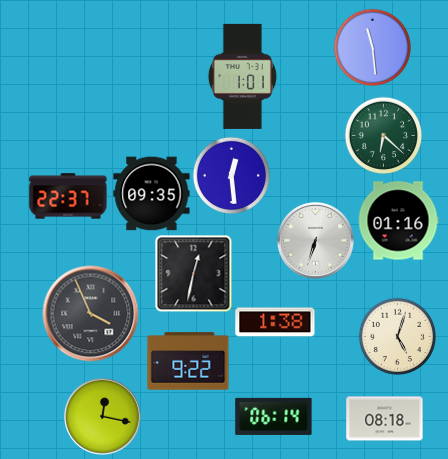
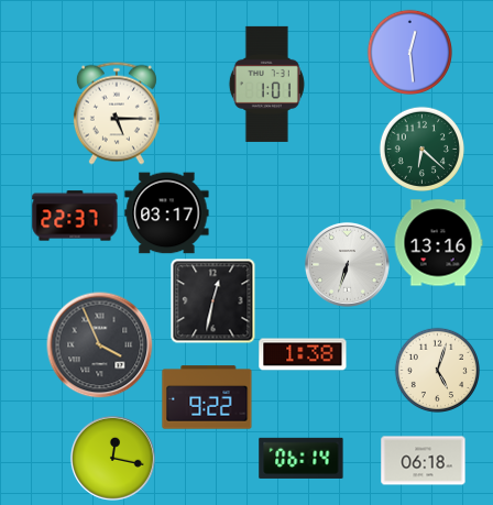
clock at (372, 47): 11:29 -> 12:29
clock at (117, 113): none -> 5:15
clock at (231, 175): 12:29 -> none
clock at (152, 194): 09:35 -> 03:17
clock at (398, 221): 01:16 -> 13:16
clock at (385, 419): 08:18 -> 06:18
